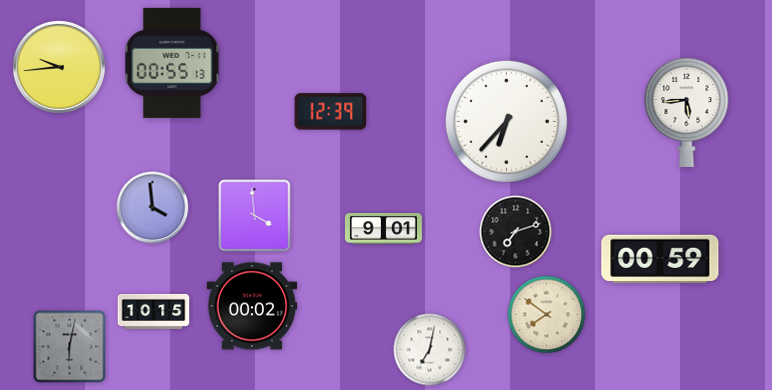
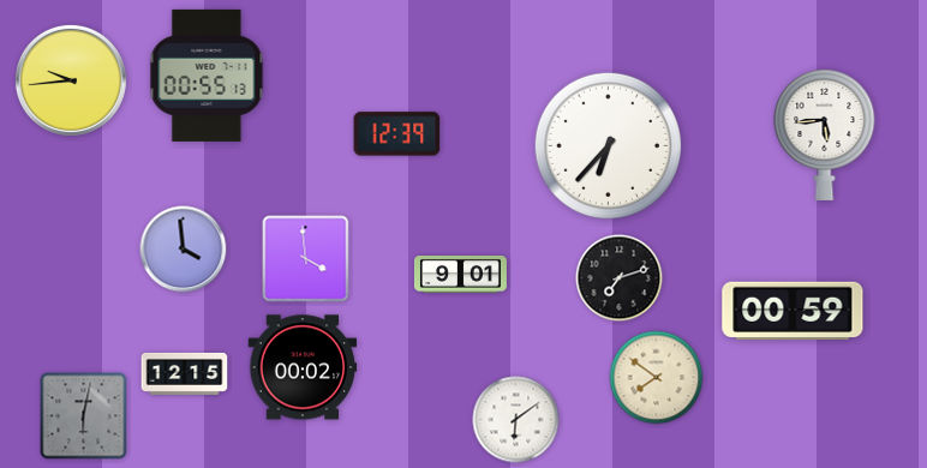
clock at (154, 311): 10:15 -> 12:15
clock at (430, 350): 7:02 -> 6:09
